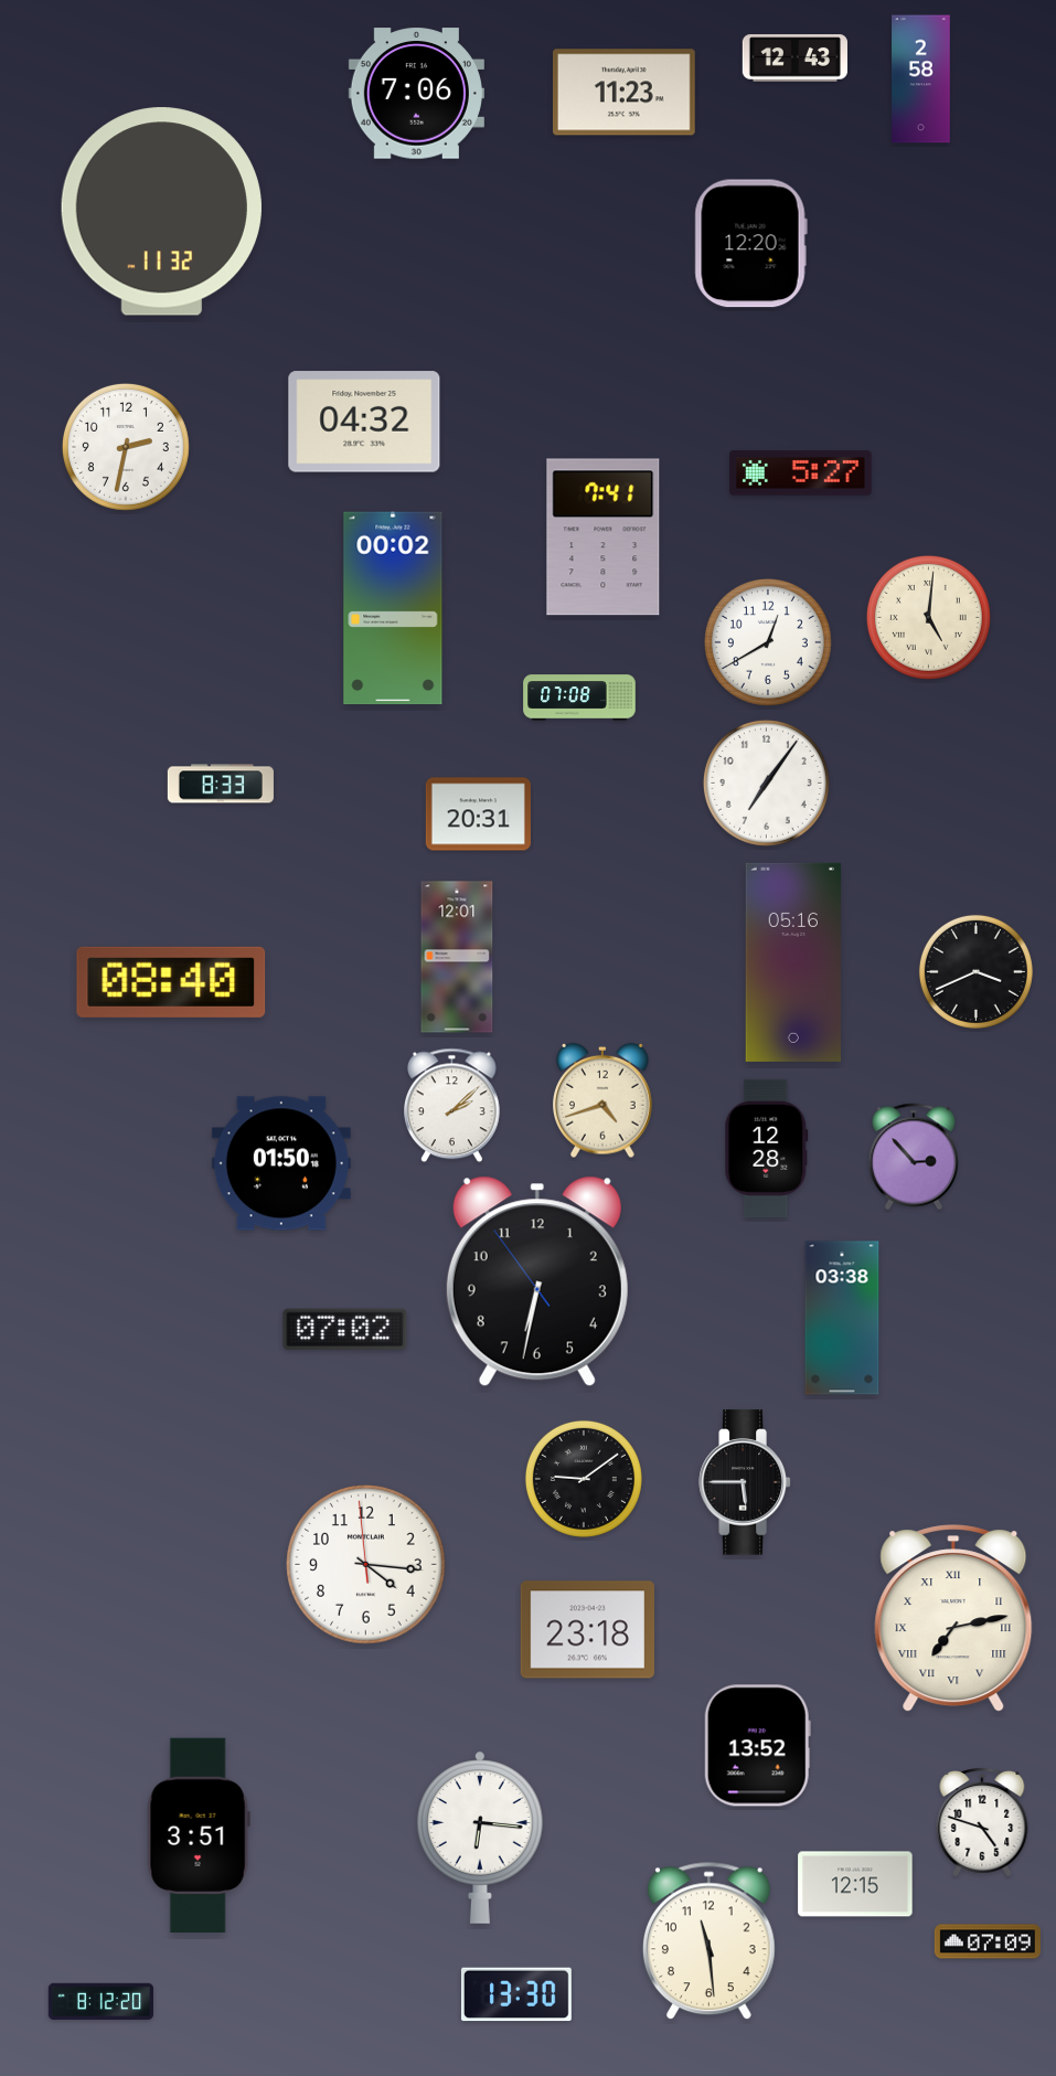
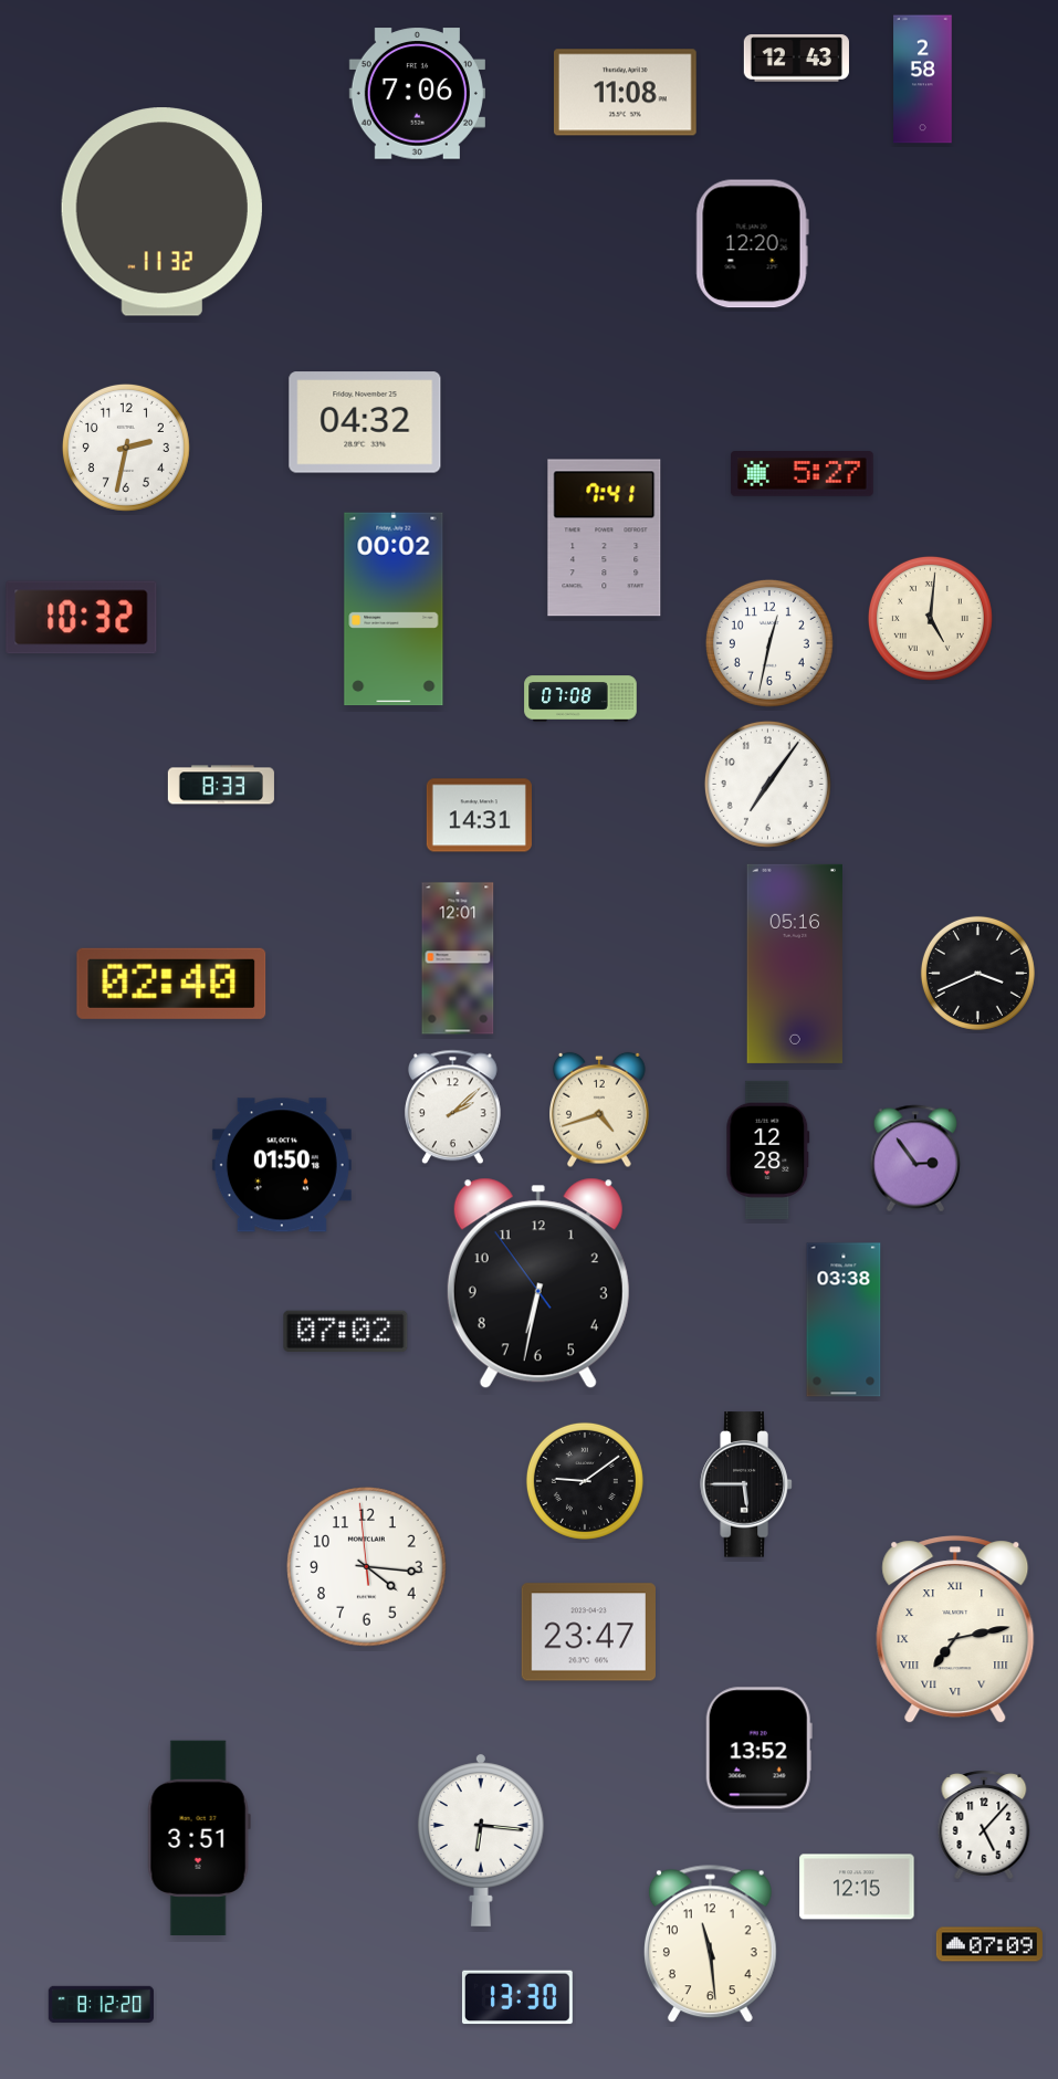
clock at (623, 93): 11:23 -> 11:08
clock at (82, 618): none -> 10:32
clock at (768, 642): 12:40 -> 12:32
clock at (478, 815): 20:31 -> 14:31
clock at (171, 982): 08:40 -> 02:40
clock at (604, 1100) position: (604, 1100) -> (600, 1110)
clock at (913, 1157): 2:53 -> 2:54
clock at (953, 1619) position: (953, 1619) -> (955, 1630)
clock at (587, 1630): 23:18 -> 23:47
clock at (982, 1822): 4:48 -> 5:07
